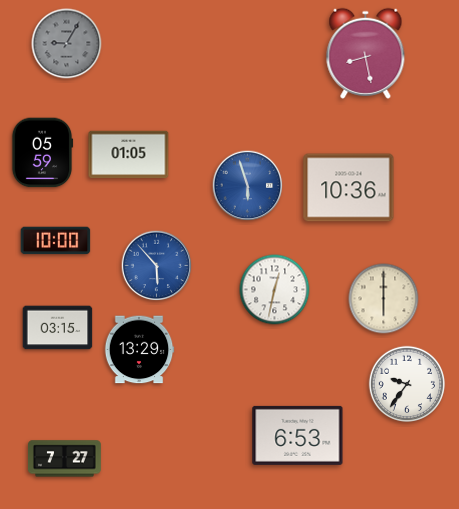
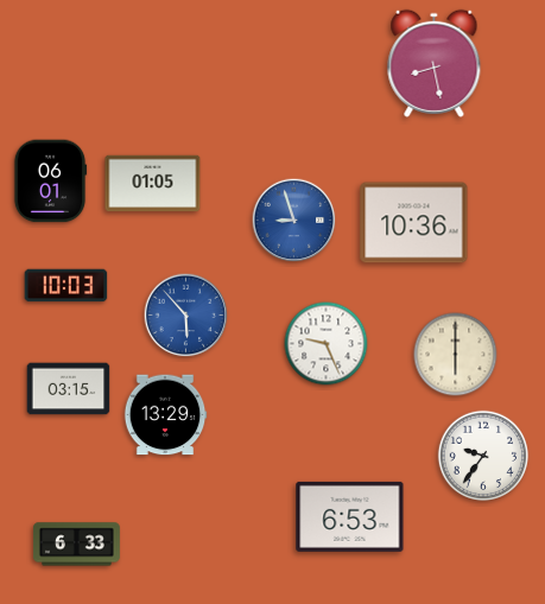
clock at (67, 44): 9:05 -> none
clock at (42, 153): 05:59 -> 06:01
clock at (248, 186): 5:57 -> 8:57
clock at (56, 241): 10:00 -> 10:03
clock at (275, 290): 12:32 -> 9:26
clock at (298, 435) position: (298, 435) -> (350, 516)
clock at (64, 459): 7:27 -> 6:33
